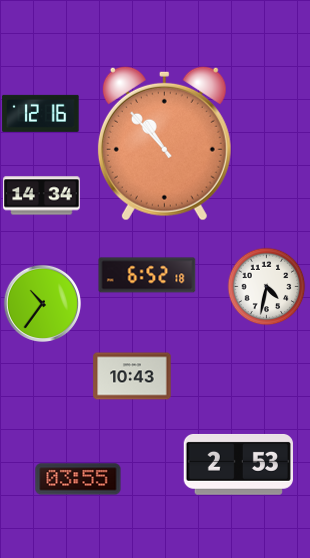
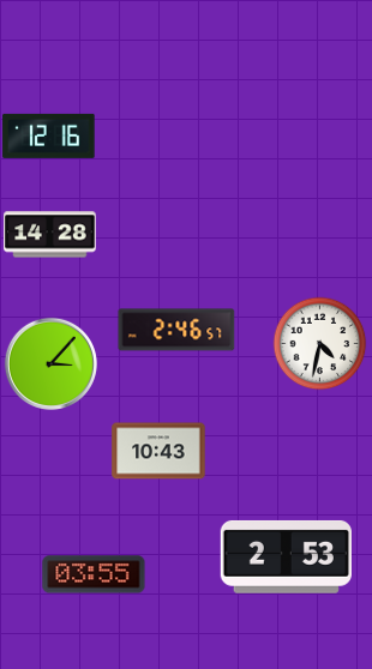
clock at (164, 143): 10:53 -> none
clock at (42, 196): 14:34 -> 14:28
clock at (147, 275): 6:52 -> 2:46
clock at (42, 303): 10:36 -> 3:07
